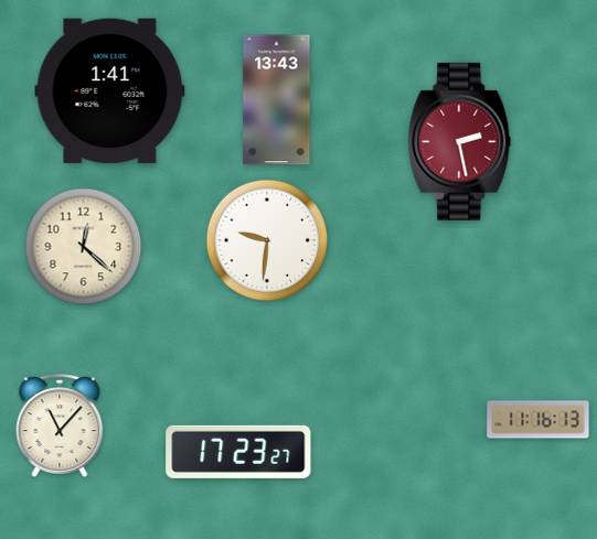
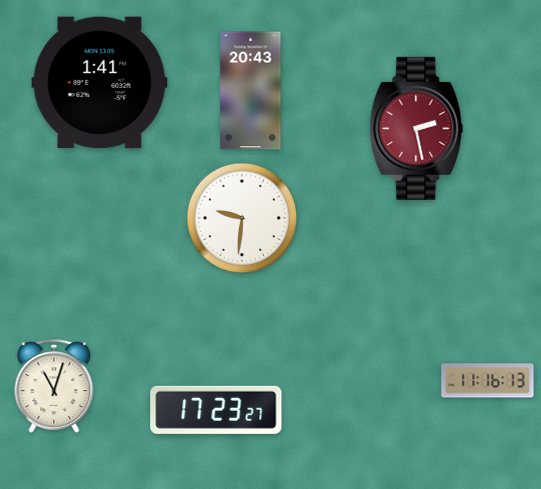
clock at (277, 100): 13:43 -> 20:43
clock at (84, 247): 12:22 -> none
clock at (60, 425): 11:07 -> 11:03
